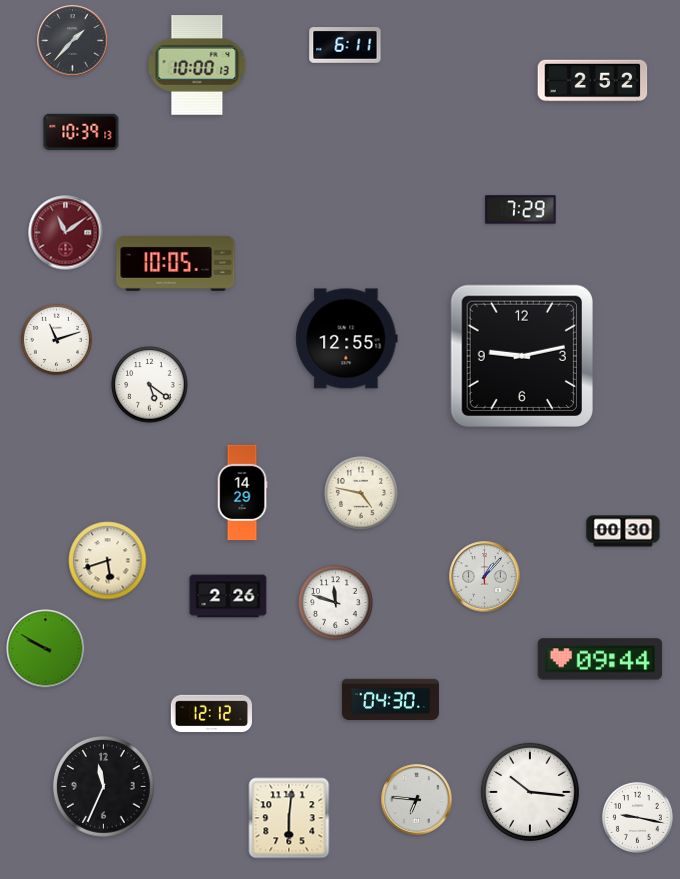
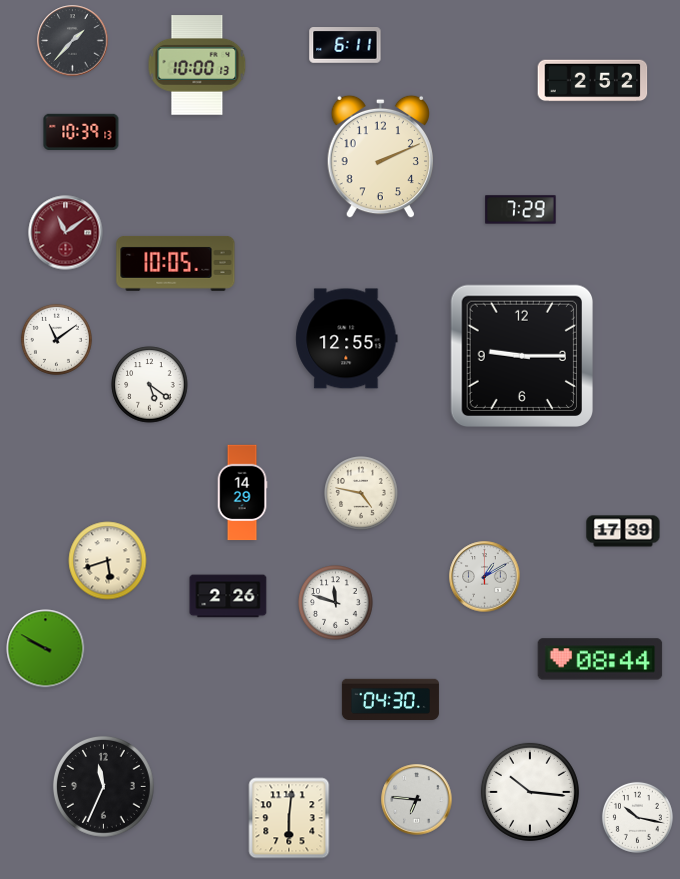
clock at (380, 157): none -> 2:11
clock at (56, 339): 11:12 -> 11:09
clock at (521, 355): 9:13 -> 9:15
clock at (623, 531): 00:30 -> 17:39
clock at (485, 577): 1:07 -> 1:10
clock at (600, 659): 09:44 -> 08:44
clock at (211, 714): 12:12 -> none
clock at (637, 817): 9:17 -> 10:17
